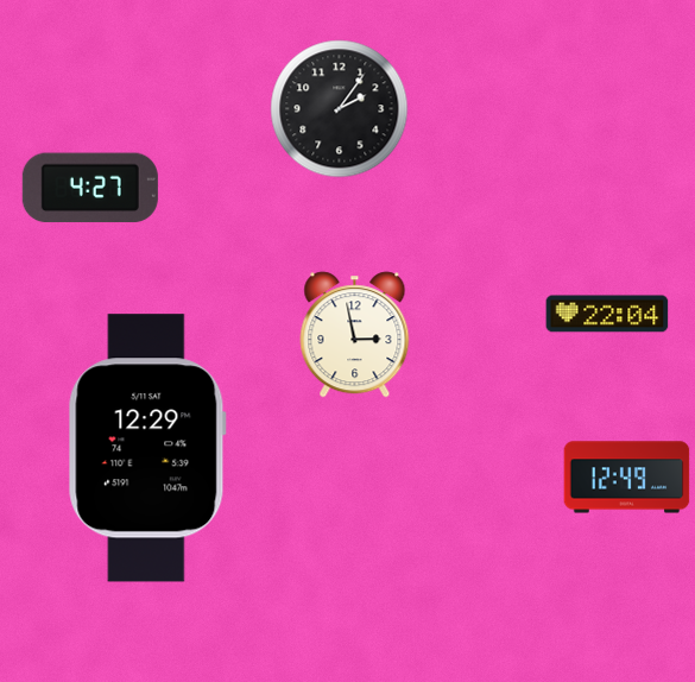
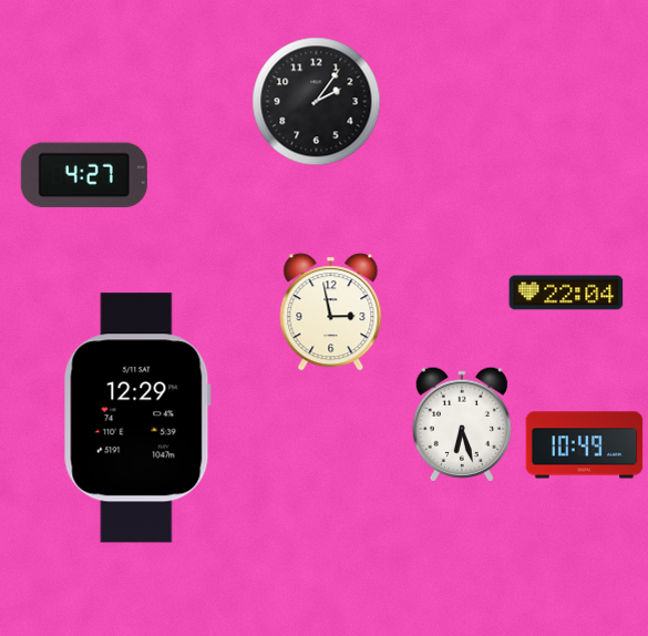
clock at (462, 424): none -> 6:27
clock at (627, 478): 12:49 -> 10:49
